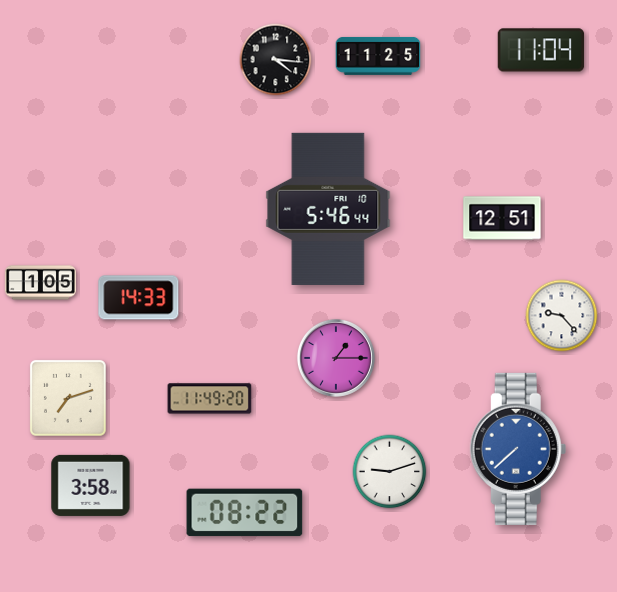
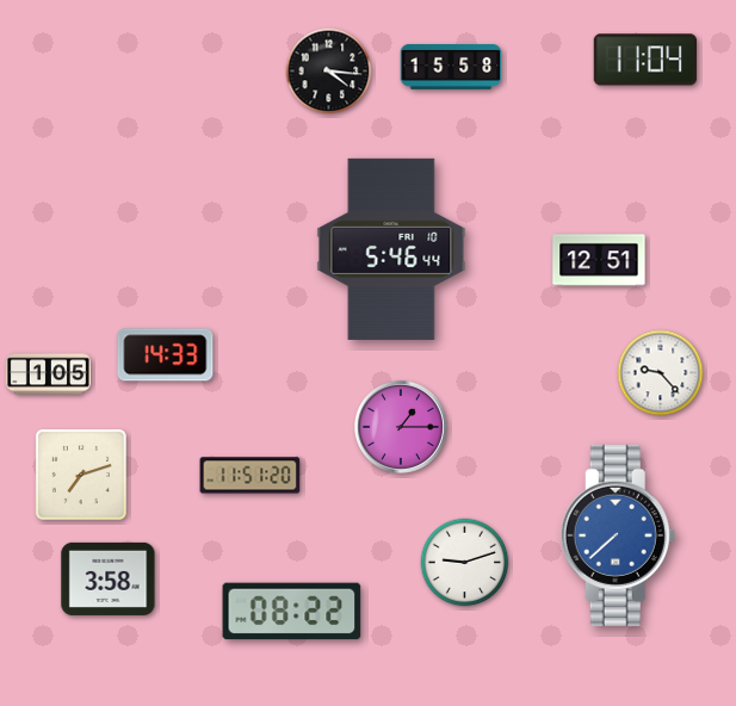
clock at (378, 56): 11:25 -> 15:58
clock at (41, 283) position: (41, 283) -> (49, 374)
clock at (562, 316) position: (562, 316) -> (661, 373)
clock at (210, 399): 11:49 -> 11:51
